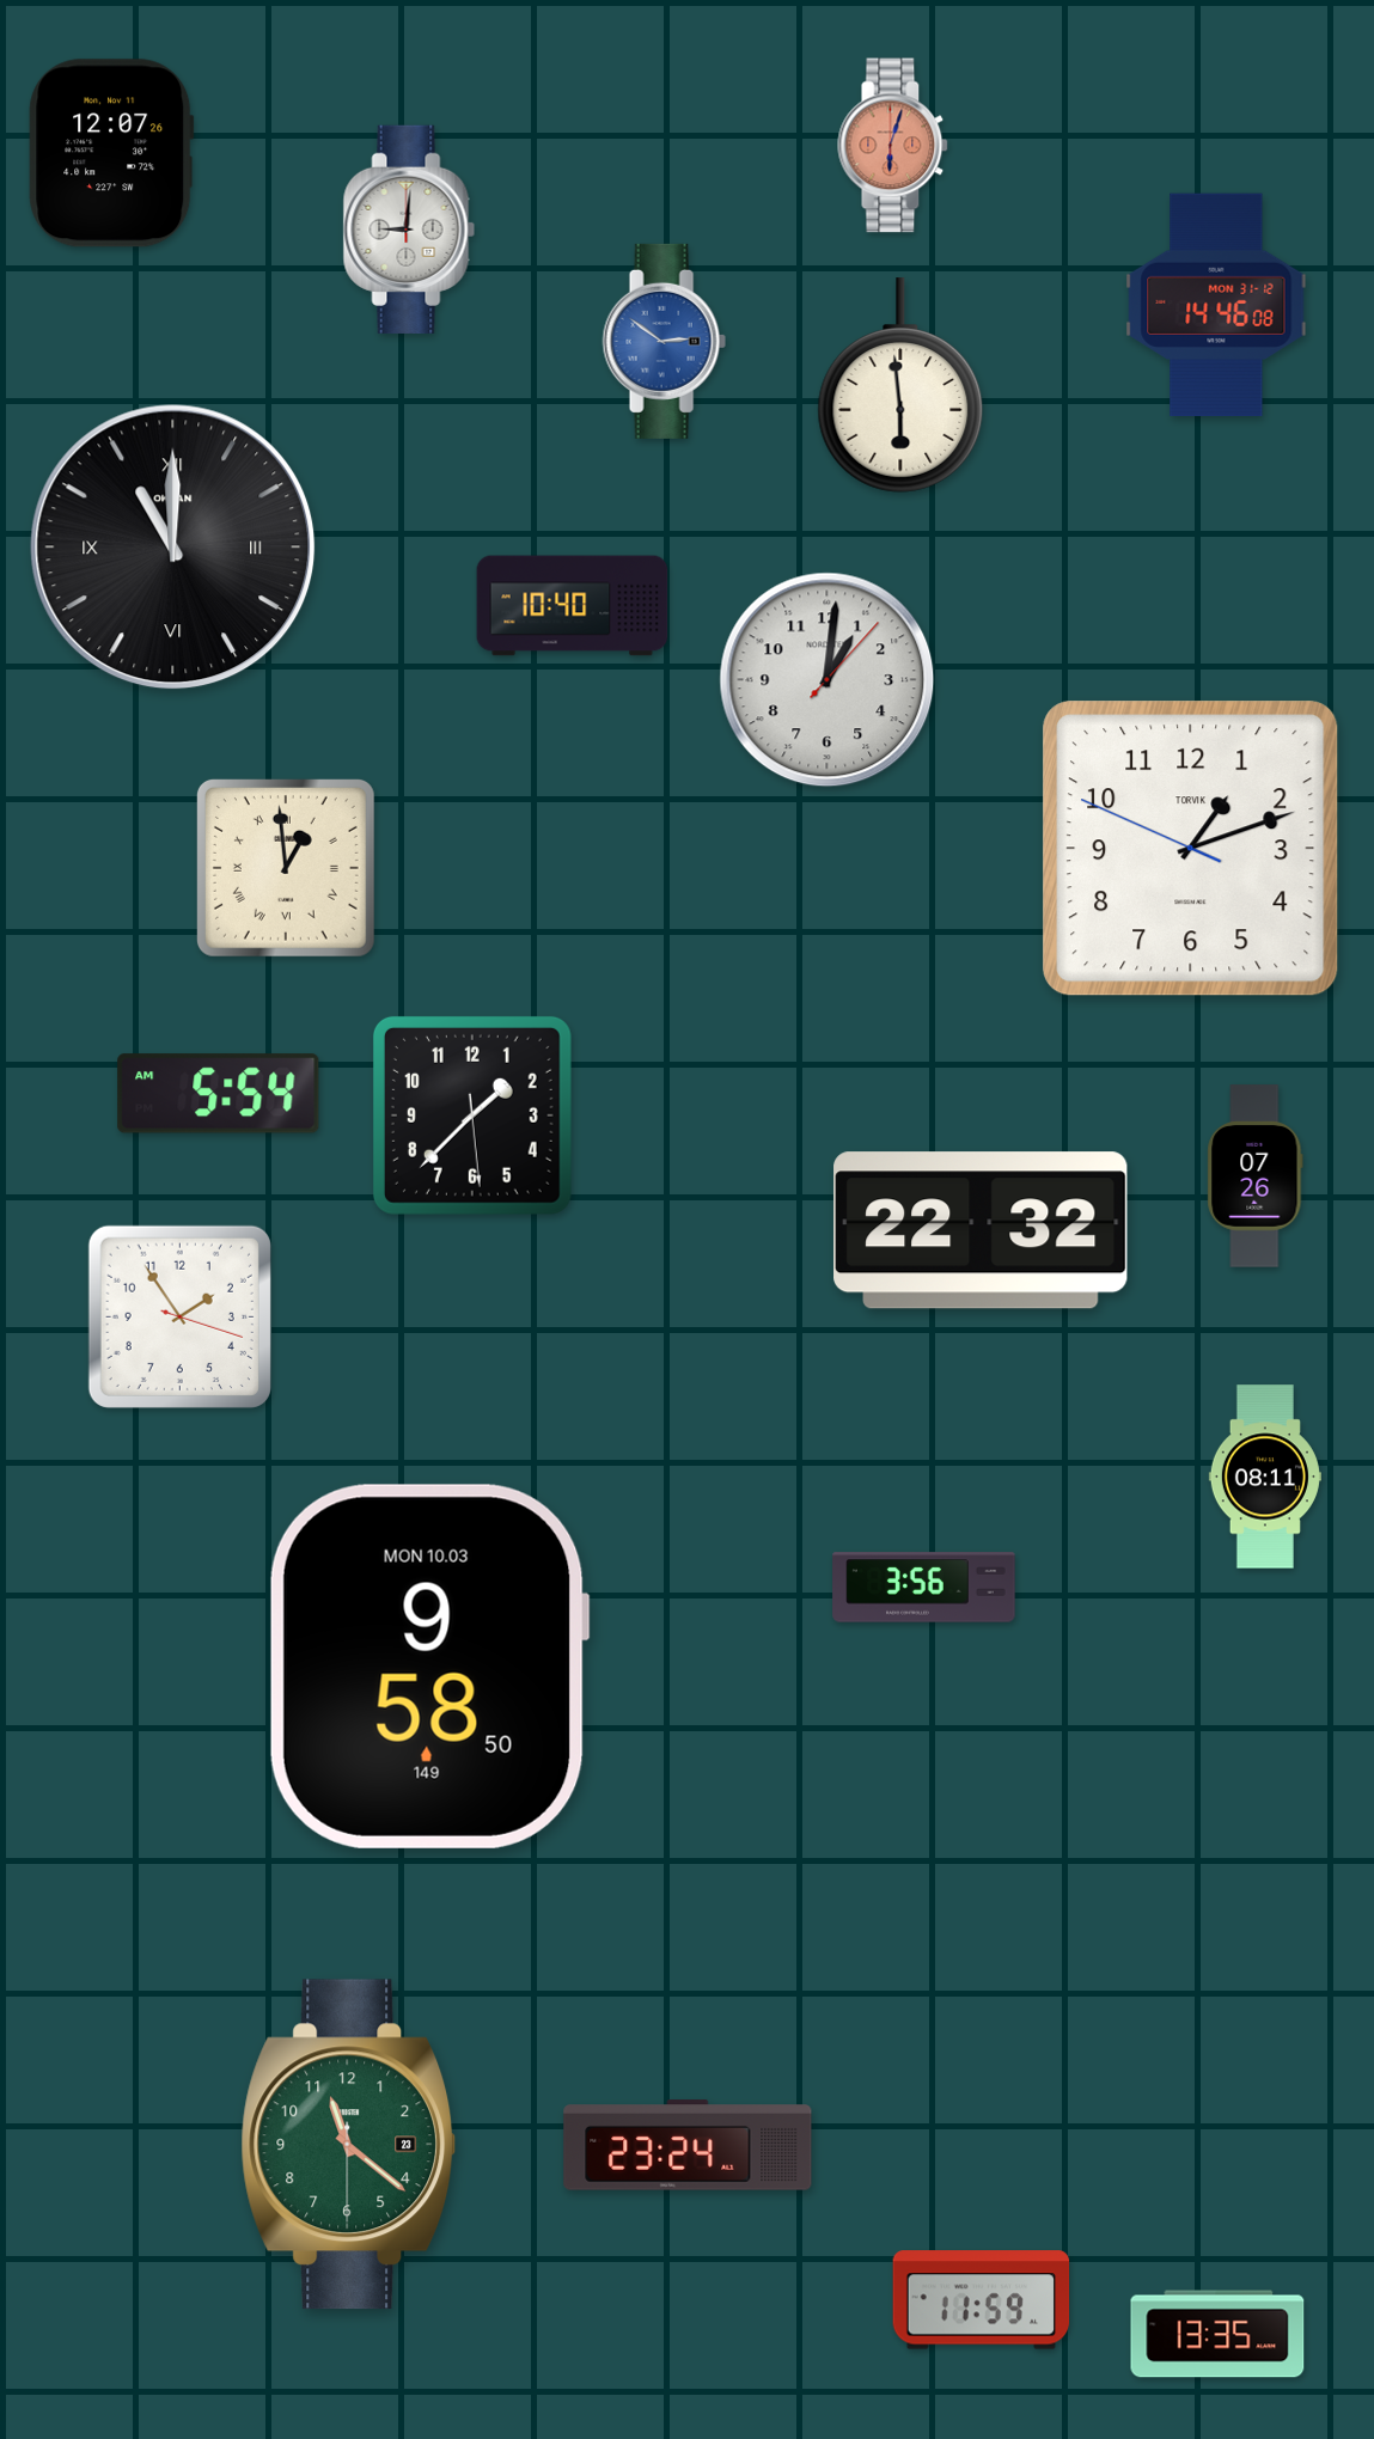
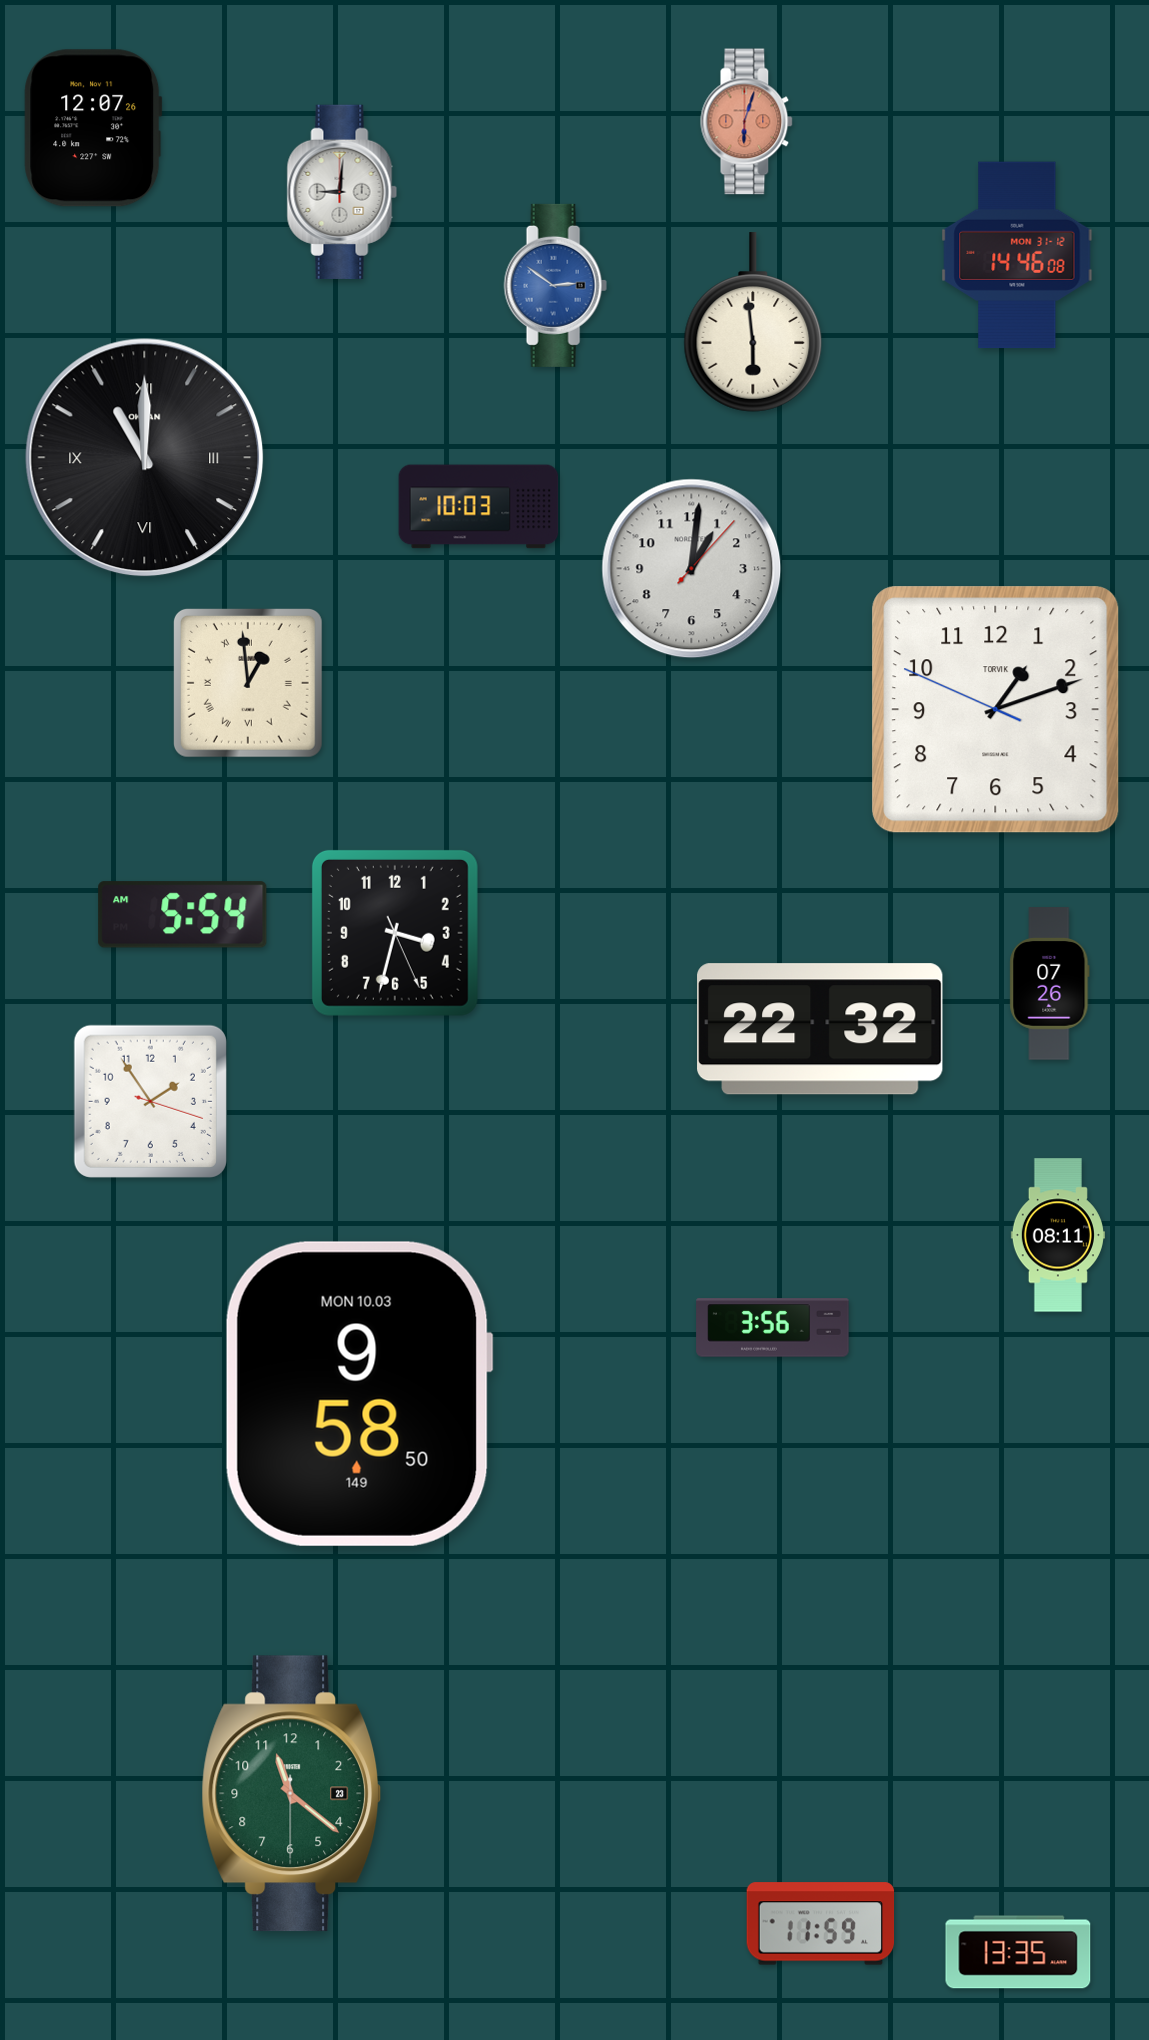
clock at (573, 606): 10:40 -> 10:03
clock at (286, 868) position: (286, 868) -> (248, 683)
clock at (472, 1115): 1:37 -> 3:32
clock at (688, 2145): 23:24 -> none
